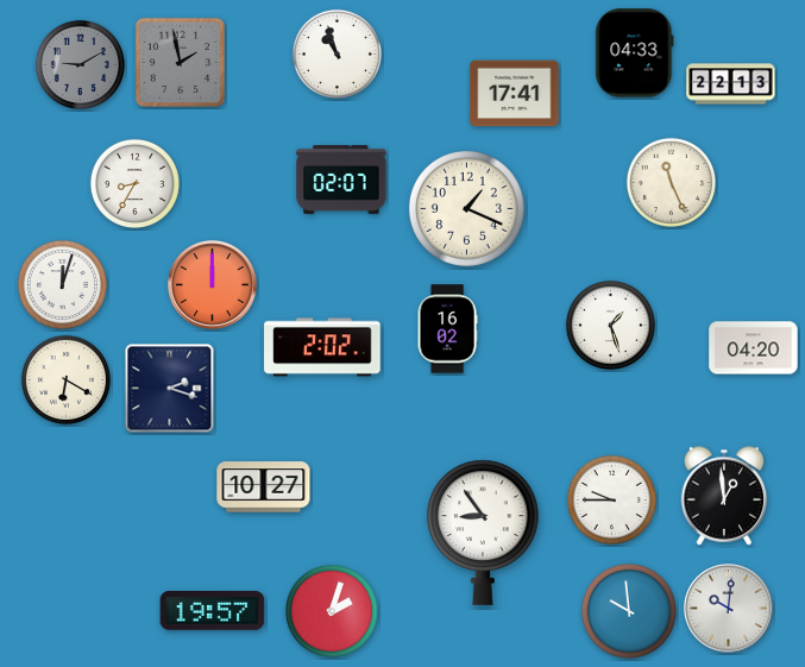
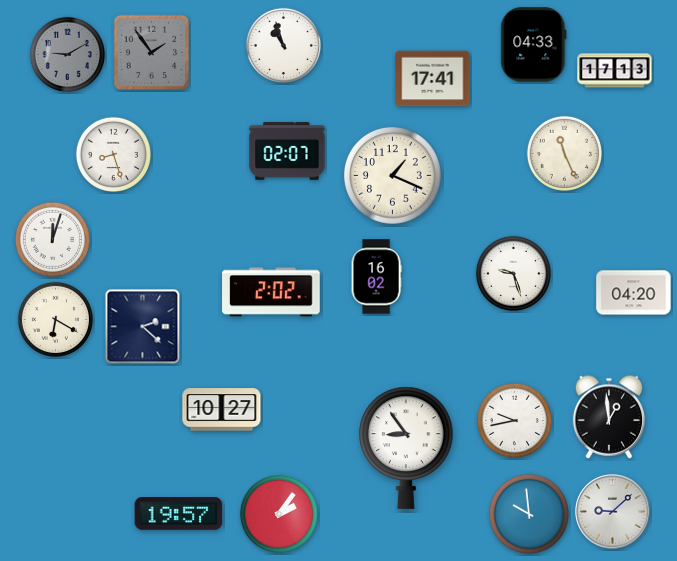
clock at (180, 62): 1:58 -> 1:54
clock at (731, 84): 22:13 -> 17:13
clock at (134, 183): 8:35 -> 8:27
clock at (213, 285): 12:00 -> none
clock at (610, 325): 1:27 -> 9:27
clock at (170, 389): 2:18 -> 2:22
clock at (611, 499): 9:45 -> 9:43
clock at (729, 609): 10:01 -> 9:08
clock at (332, 611): 2:03 -> 2:06
